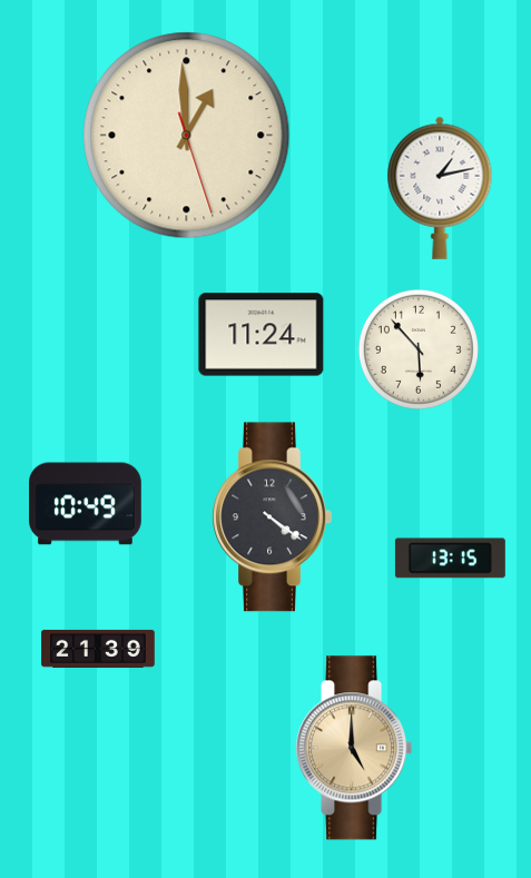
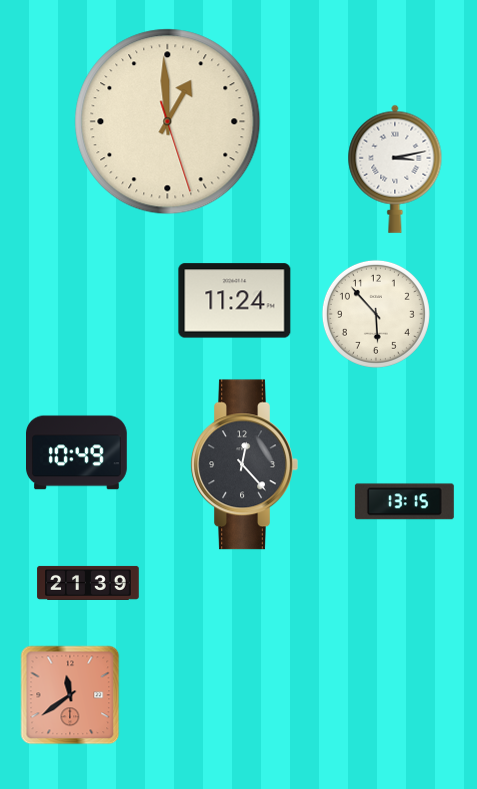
clock at (440, 188): 1:13 -> 3:13
clock at (272, 517): 4:21 -> 12:23
clock at (354, 748): 5:00 -> none
clock at (70, 695): none -> 11:39
